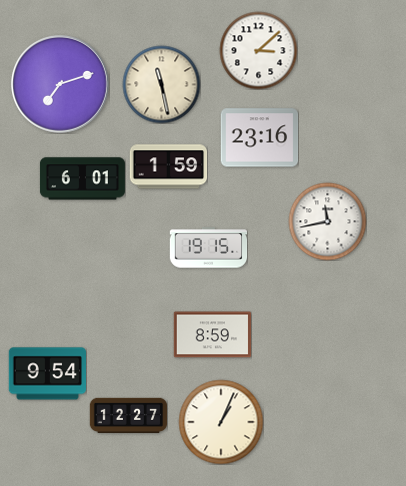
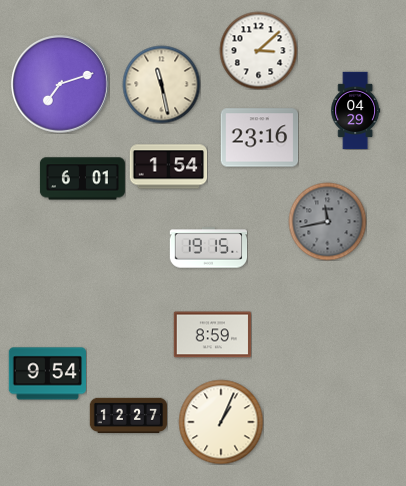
clock at (356, 110): none -> 04:29
clock at (168, 167): 1:59 -> 1:54
clock at (327, 221) dial: white -> grey
